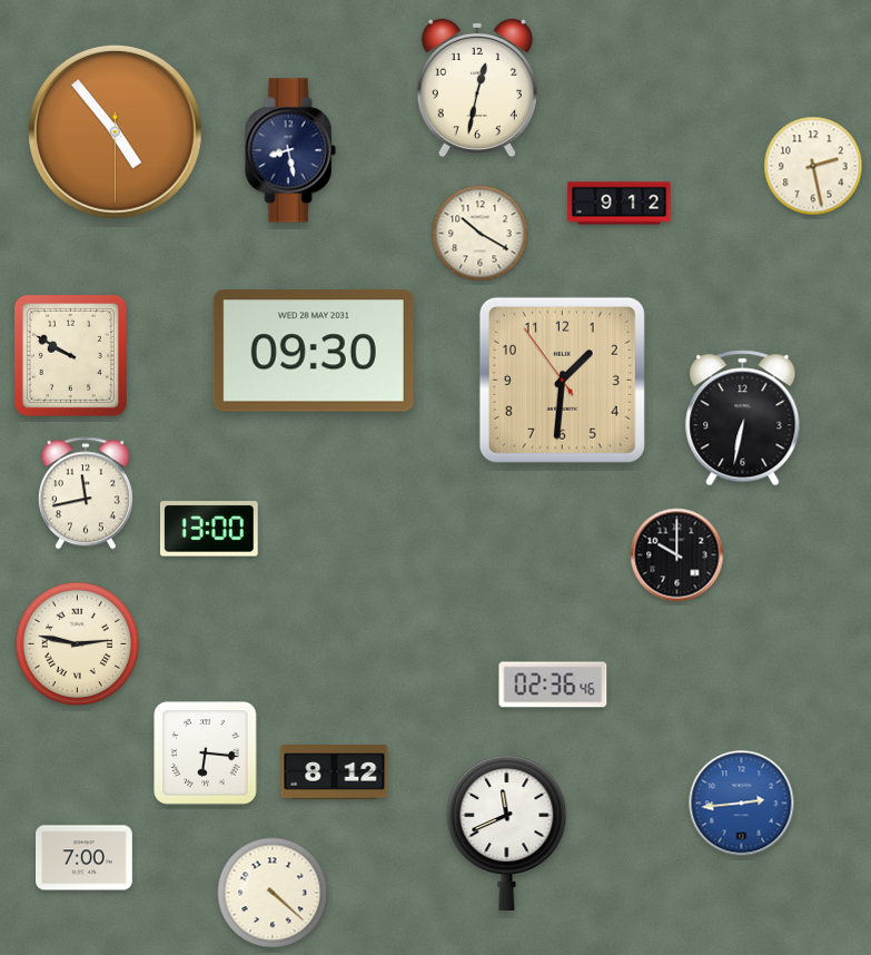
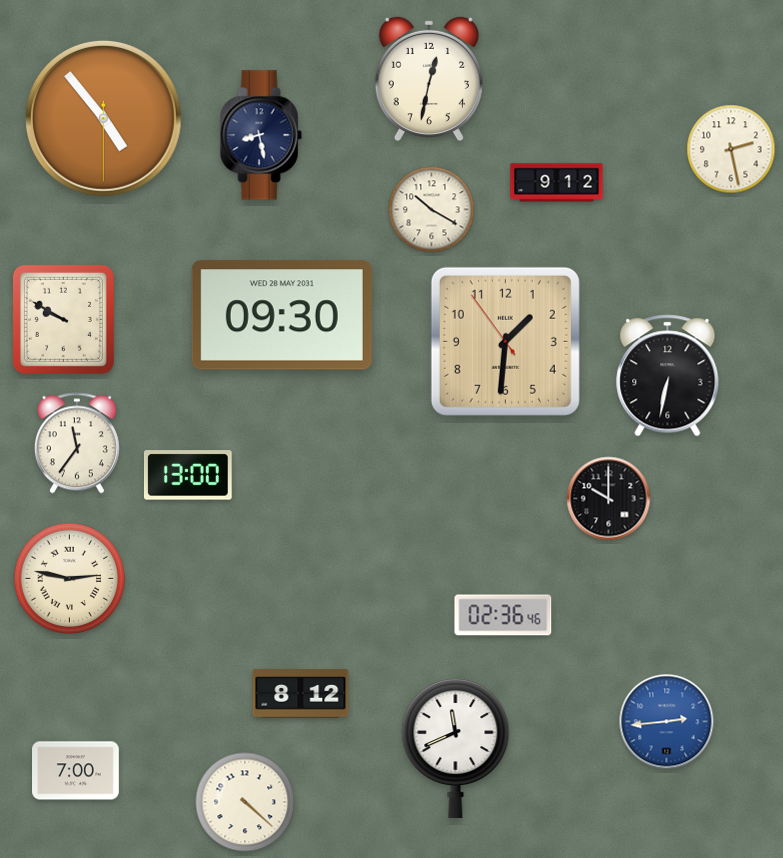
clock at (86, 493): 11:43 -> 11:36
clock at (553, 685) position: (553, 685) -> (503, 615)
clock at (206, 754): 6:16 -> none
